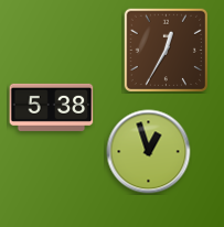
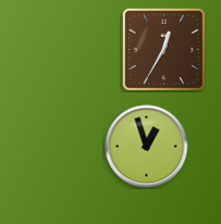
clock at (52, 107): 5:38 -> none
clock at (149, 152) position: (149, 152) -> (147, 147)
